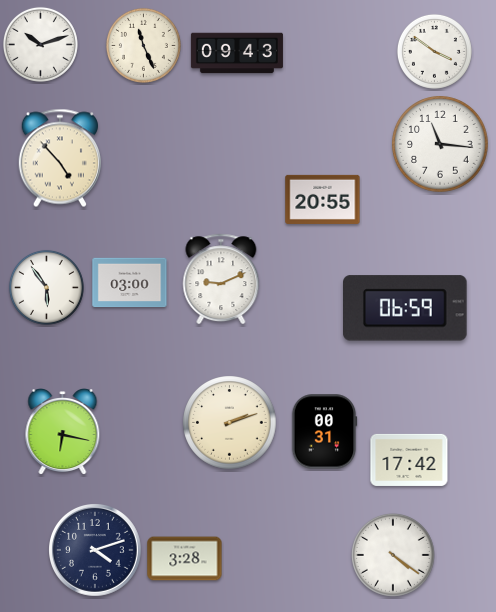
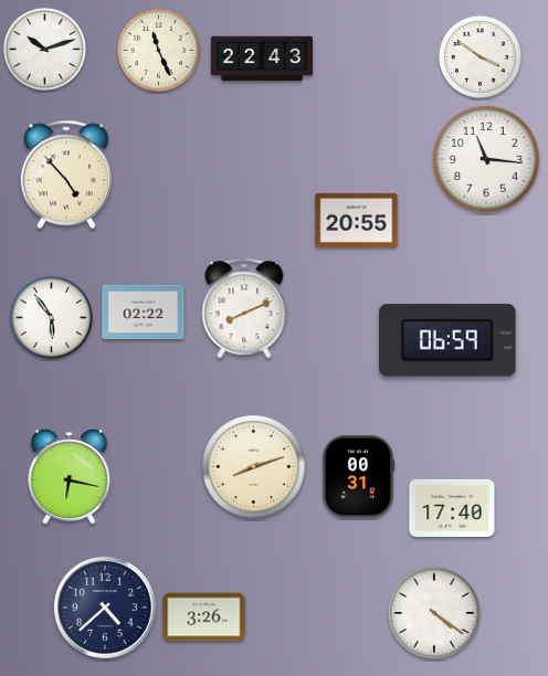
clock at (237, 53): 09:43 -> 22:43
clock at (221, 279): 9:11 -> 8:11
clock at (130, 283): 03:00 -> 02:22
clock at (230, 423): 2:12 -> 8:12
clock at (409, 460): 17:42 -> 17:40
clock at (96, 551): 4:12 -> 4:38
clock at (185, 559): 3:28 -> 3:26
